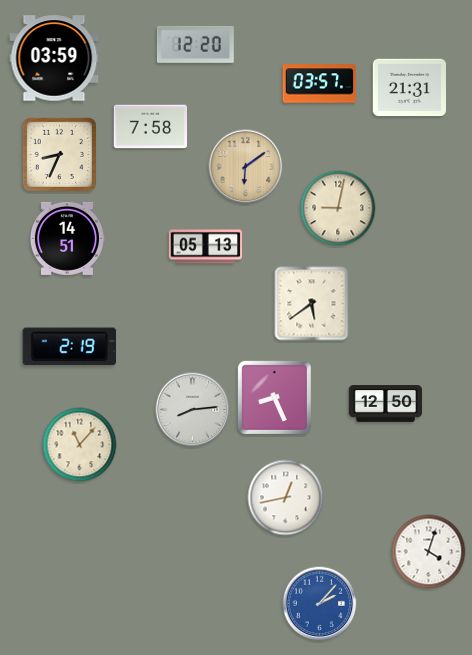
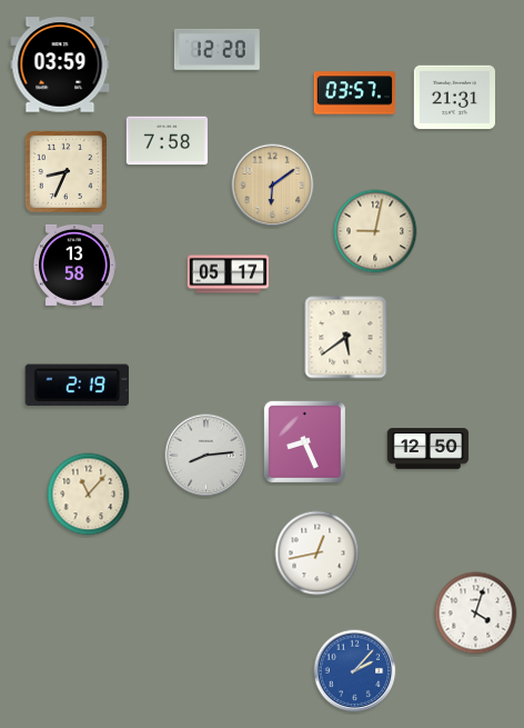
clock at (67, 238): 14:51 -> 13:58
clock at (206, 247): 05:13 -> 05:17
clock at (193, 410) position: (193, 410) -> (206, 456)
